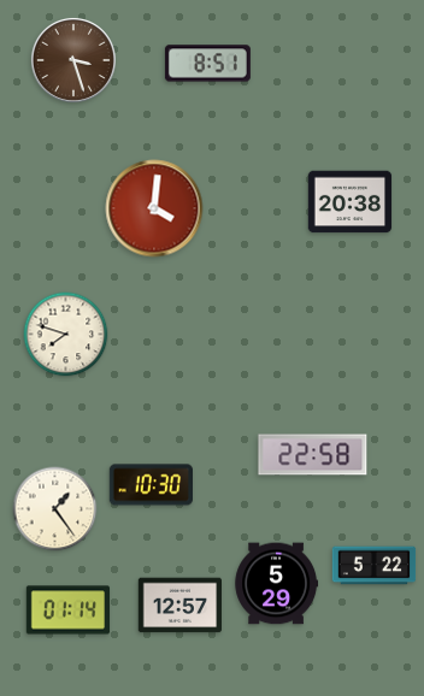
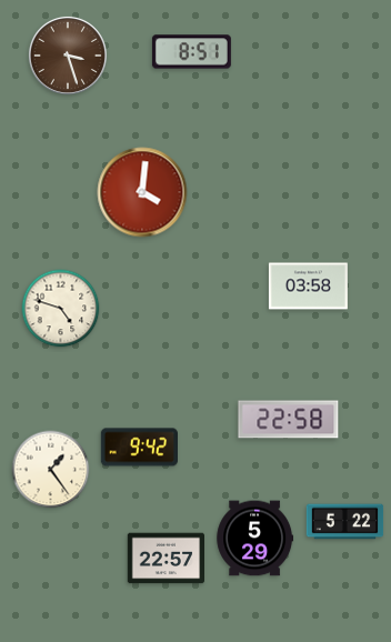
clock at (207, 64) position: (207, 64) -> (191, 52)
clock at (351, 202): 20:38 -> none
clock at (308, 287): none -> 03:58
clock at (66, 335): 7:48 -> 4:48
clock at (151, 485): 10:30 -> 9:42
clock at (181, 606): 12:57 -> 22:57
clock at (69, 611): 01:14 -> none
